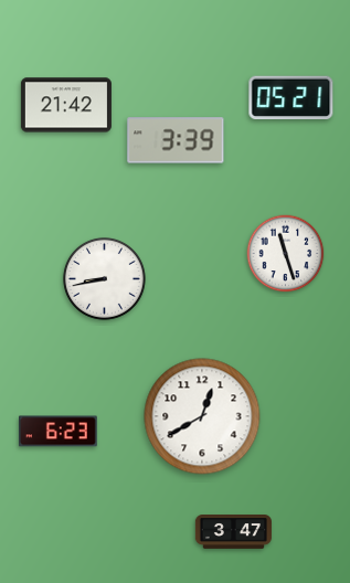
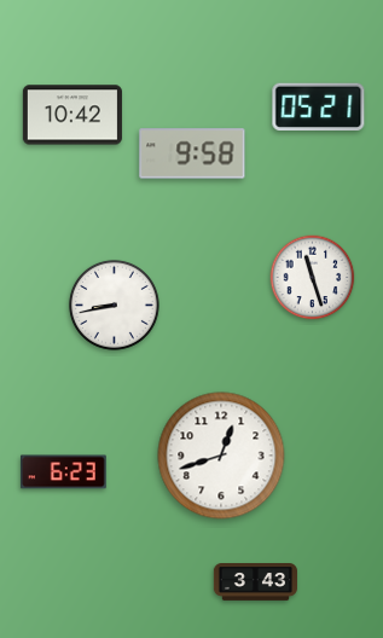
clock at (66, 105): 21:42 -> 10:42
clock at (176, 140): 3:39 -> 9:58
clock at (202, 416): 12:40 -> 12:42
clock at (233, 532): 3:47 -> 3:43
